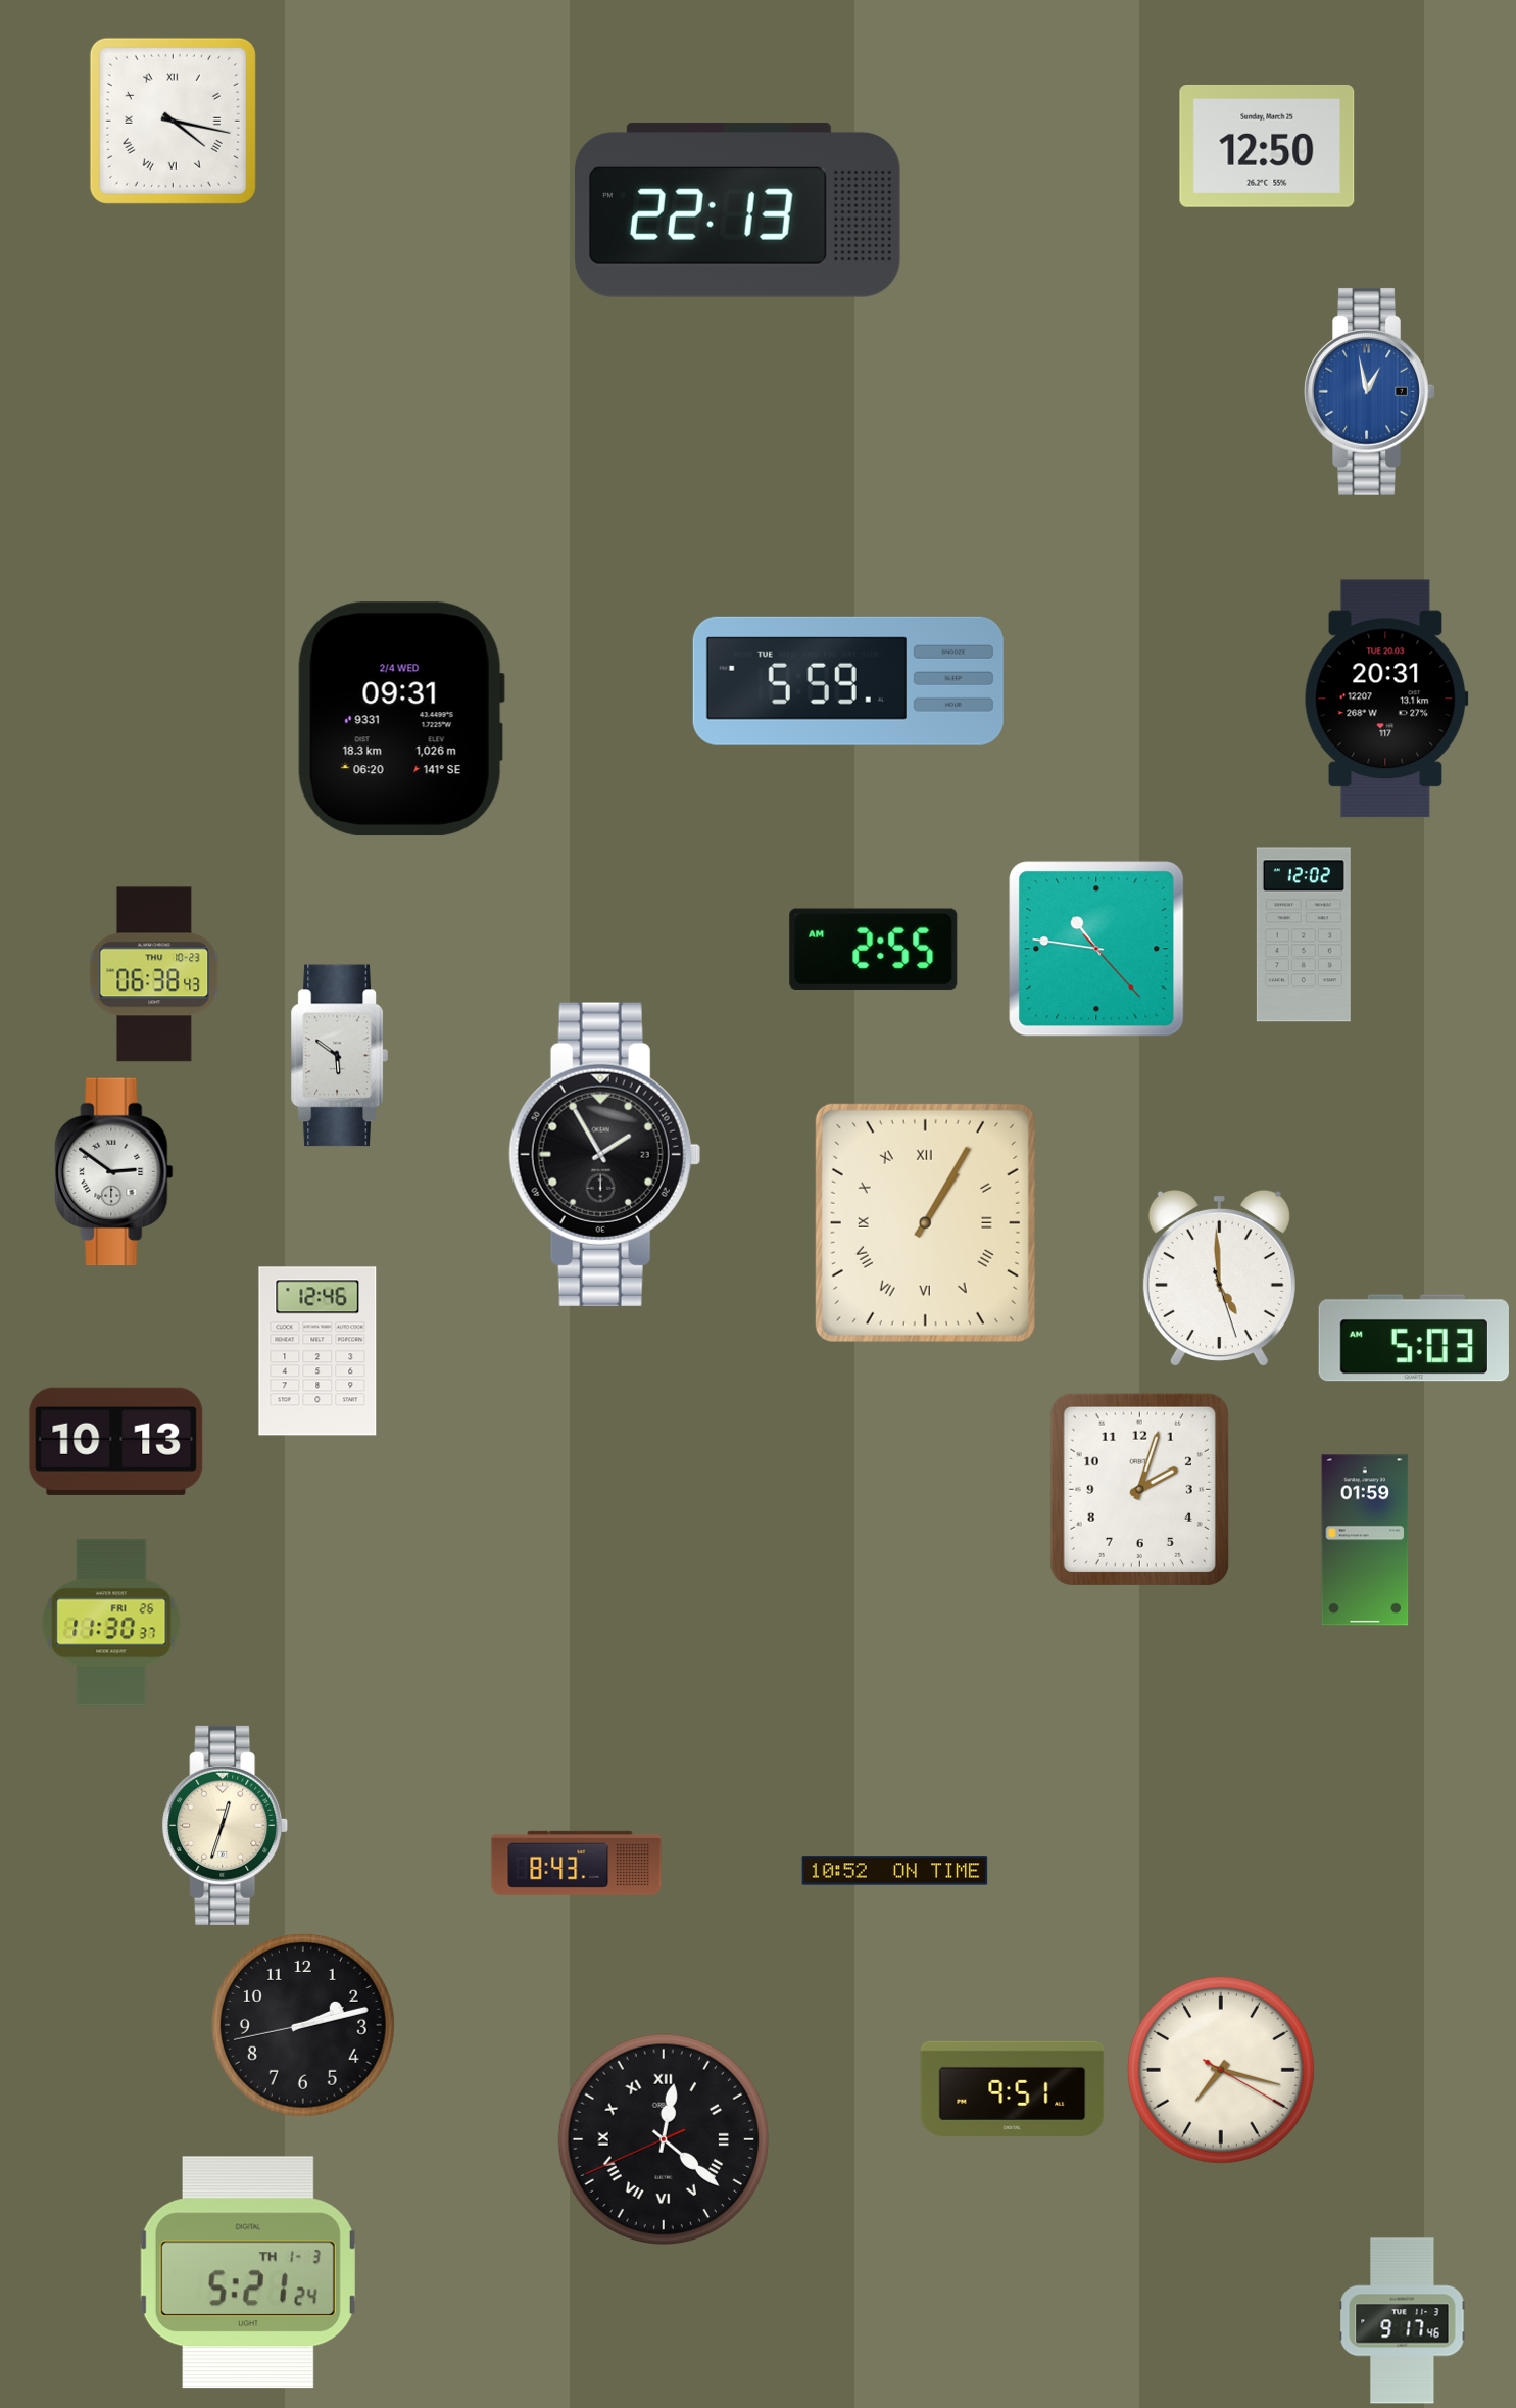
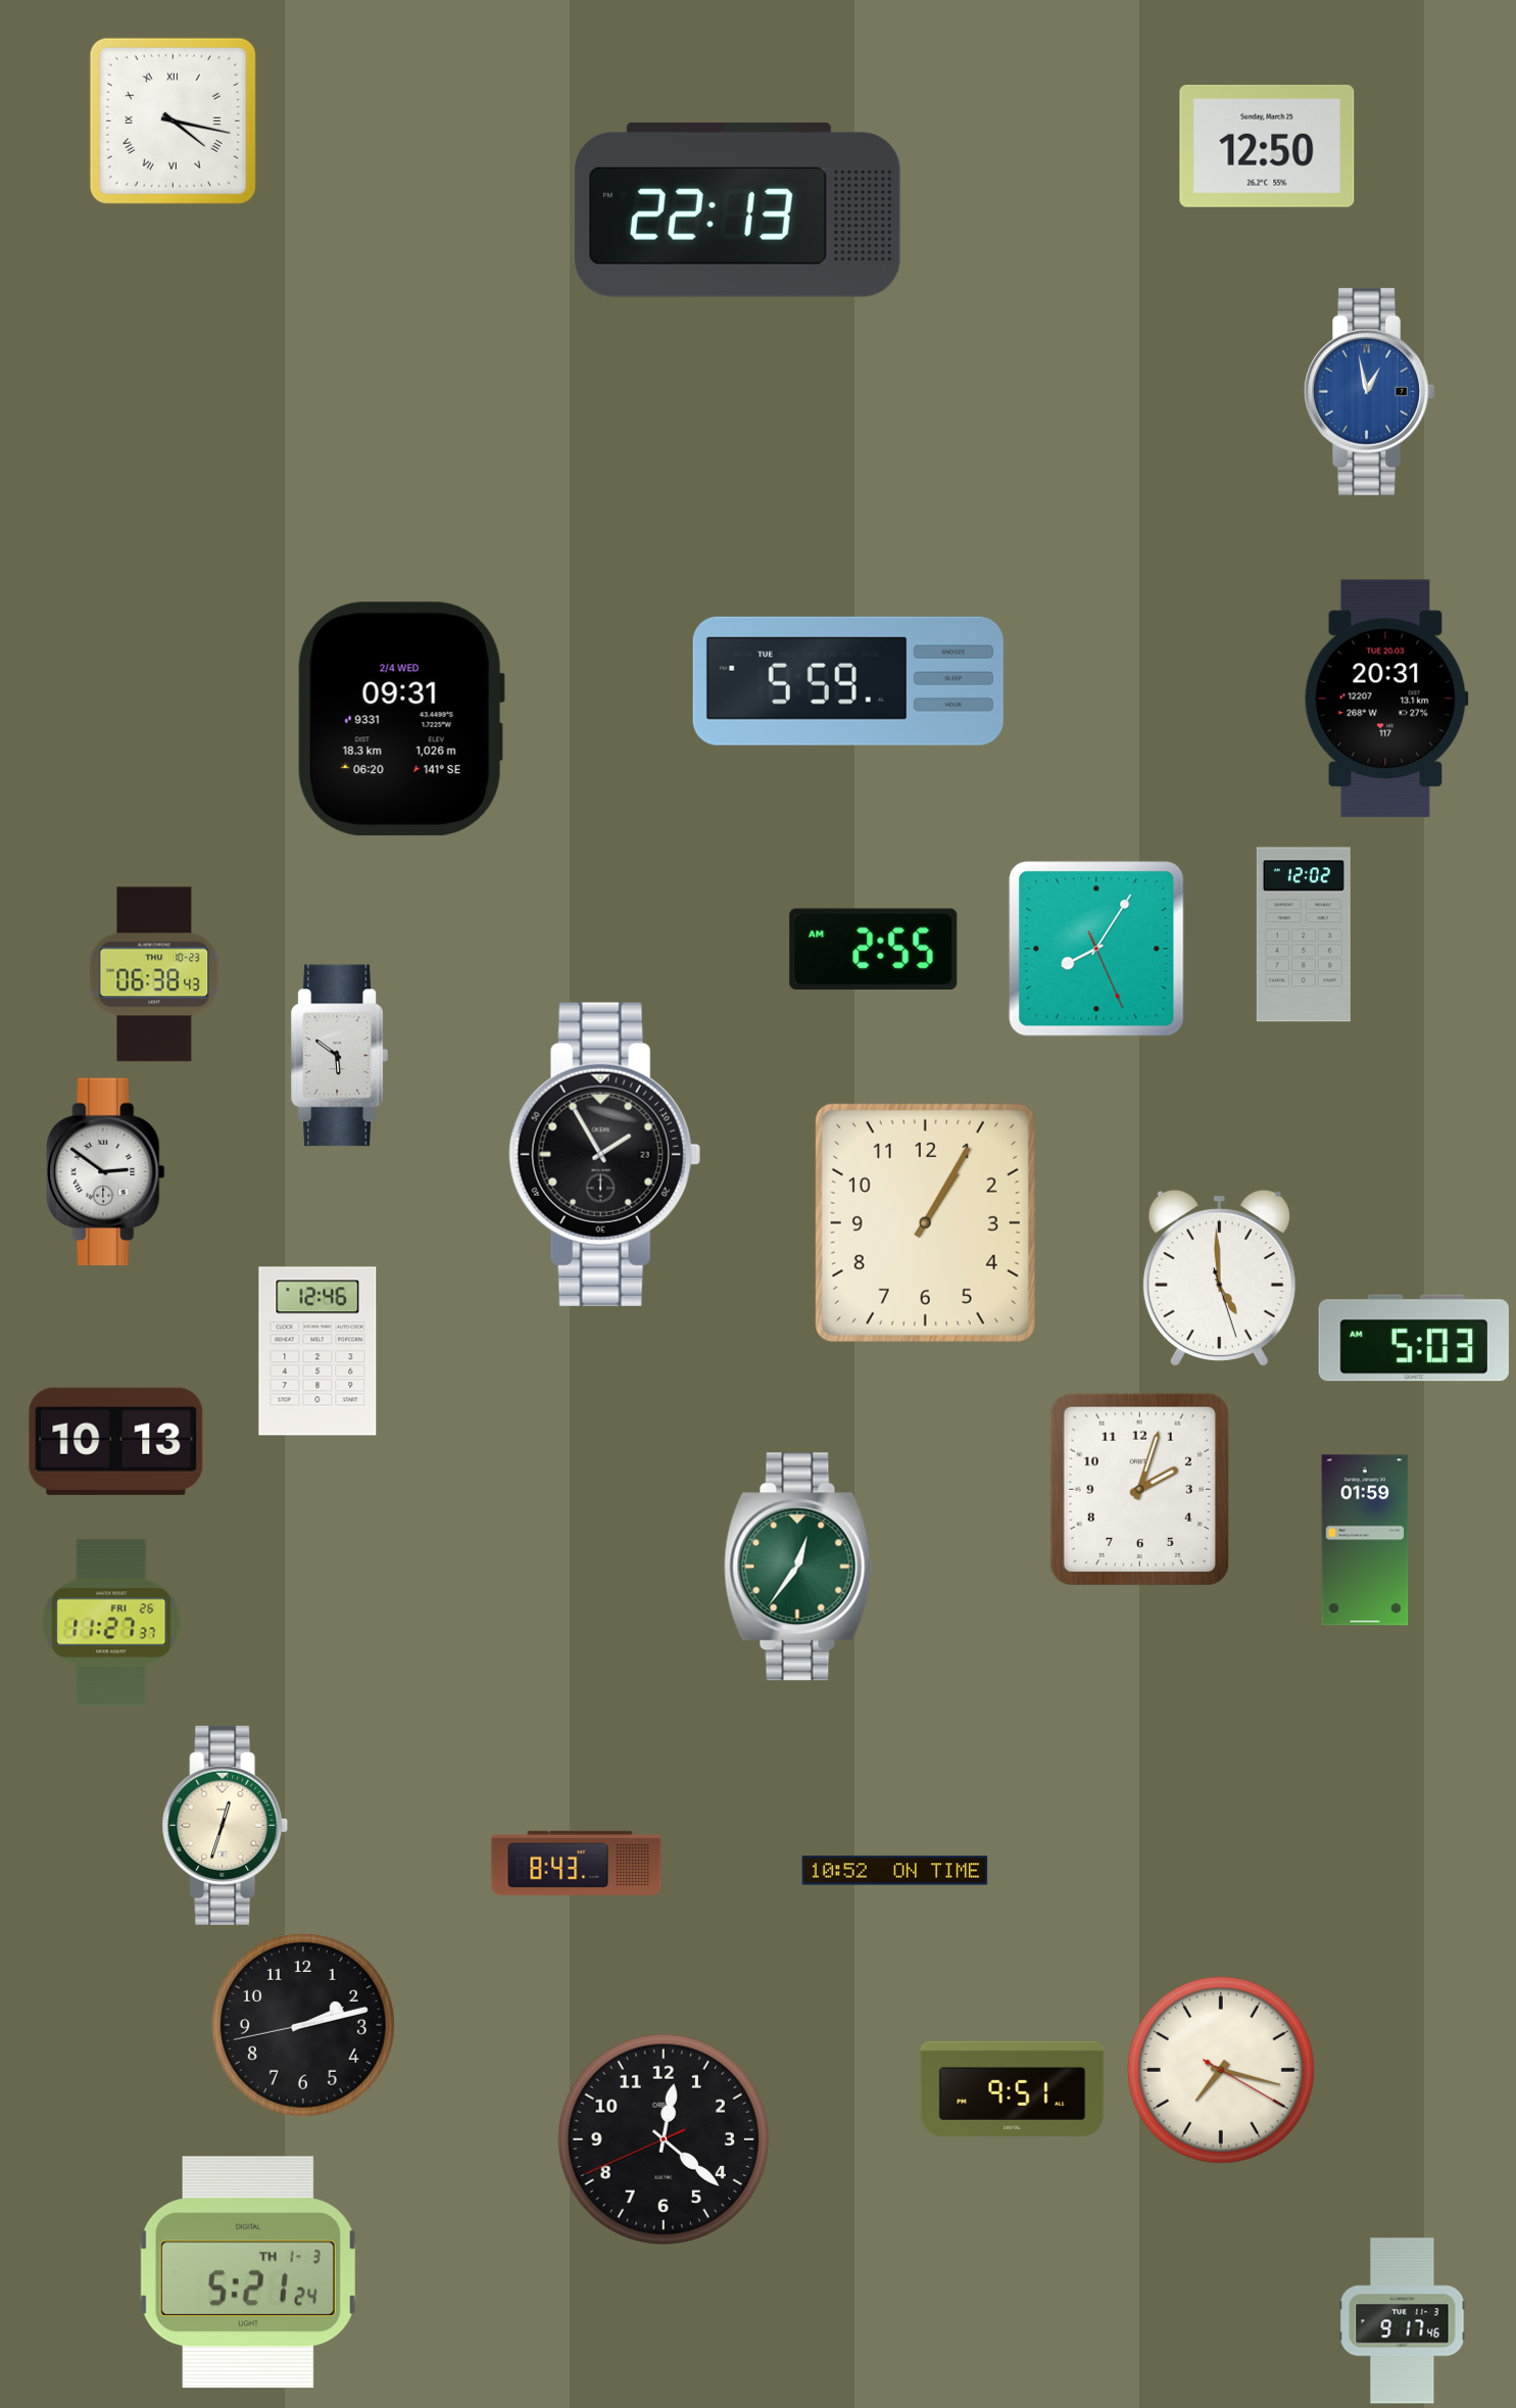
clock at (1096, 949): 10:46 -> 8:05
clock at (114, 1172) position: (114, 1172) -> (106, 1172)
clock at (925, 1222) numerals: Roman -> Arabic
clock at (798, 1567): none -> 12:36
clock at (111, 1623): 11:30 -> 11:27
clock at (664, 2139) numerals: Roman -> Arabic
